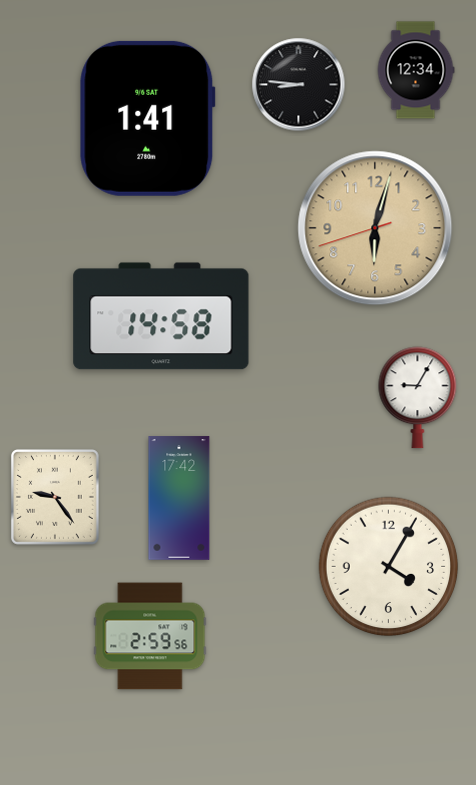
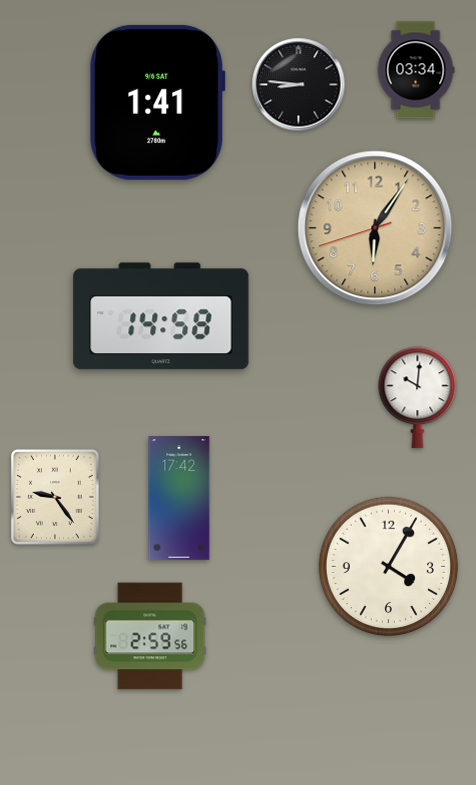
clock at (416, 70): 12:34 -> 03:34
clock at (148, 118) position: (148, 118) -> (158, 102)
clock at (375, 228): 6:02 -> 6:05
clock at (418, 398): 9:05 -> 10:01
